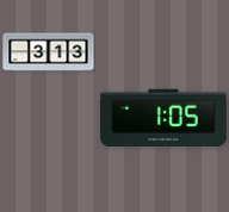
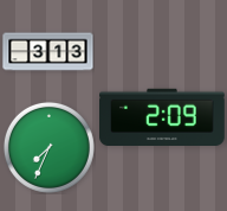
clock at (165, 117): 1:05 -> 2:09
clock at (48, 147): none -> 7:34
